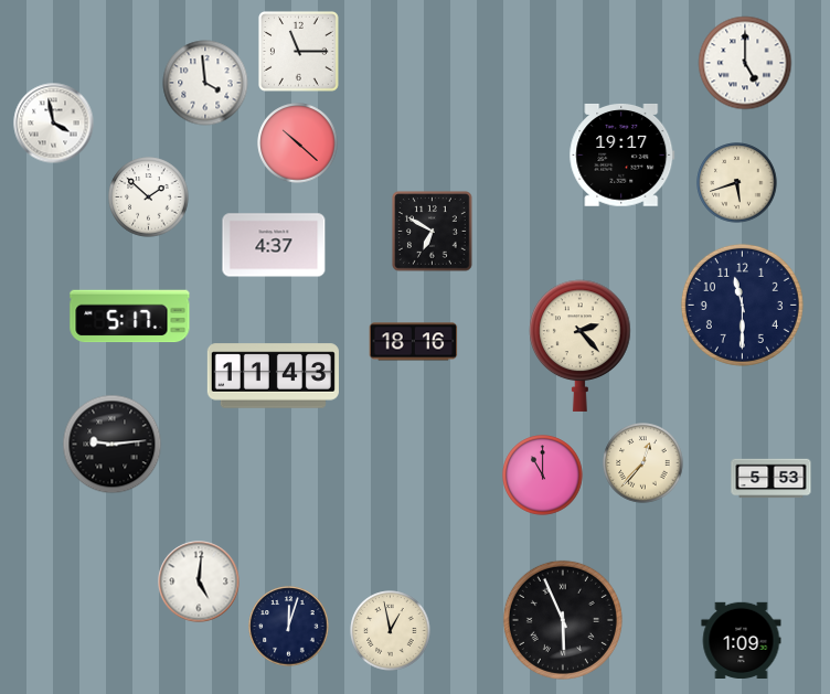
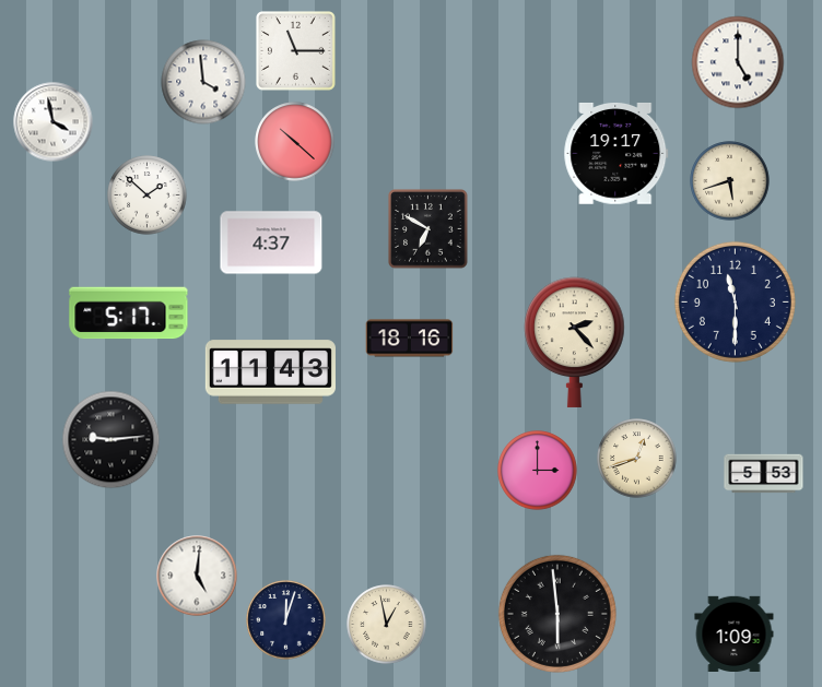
clock at (643, 463): 12:37 -> 12:42
clock at (543, 476): 11:00 -> 3:00
clock at (563, 620): 5:56 -> 5:59
